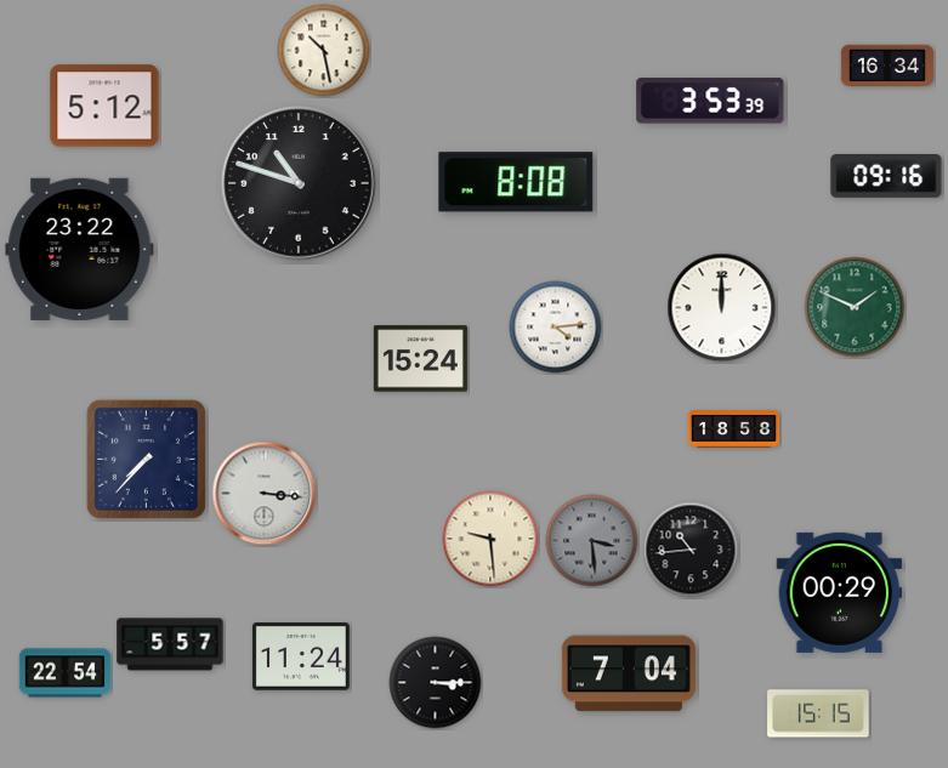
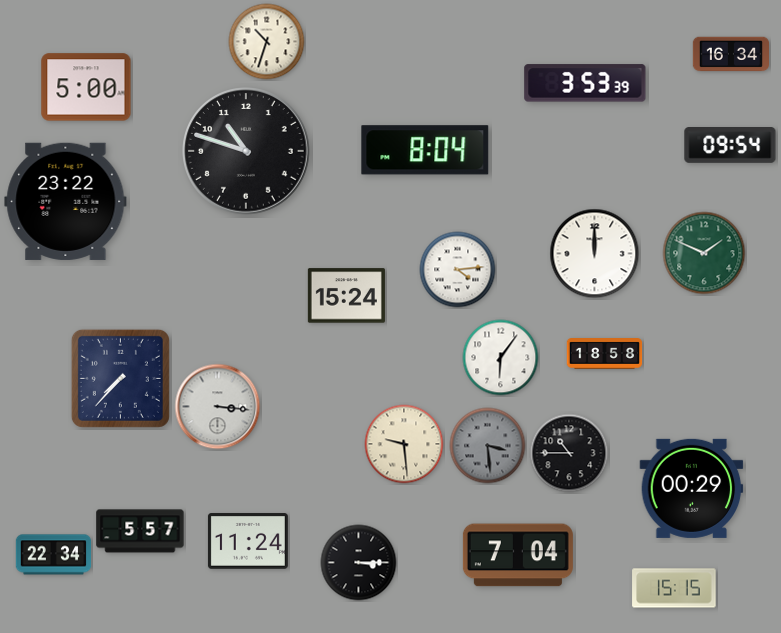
clock at (324, 51): 10:28 -> 10:33
clock at (104, 106): 5:12 -> 5:00
clock at (886, 177): 09:16 -> 09:54
clock at (516, 182): 8:08 -> 8:04
clock at (80, 249) position: (80, 249) -> (66, 201)
clock at (501, 358): none -> 6:06
clock at (691, 550): 10:44 -> 10:45
clock at (66, 673): 22:54 -> 22:34
